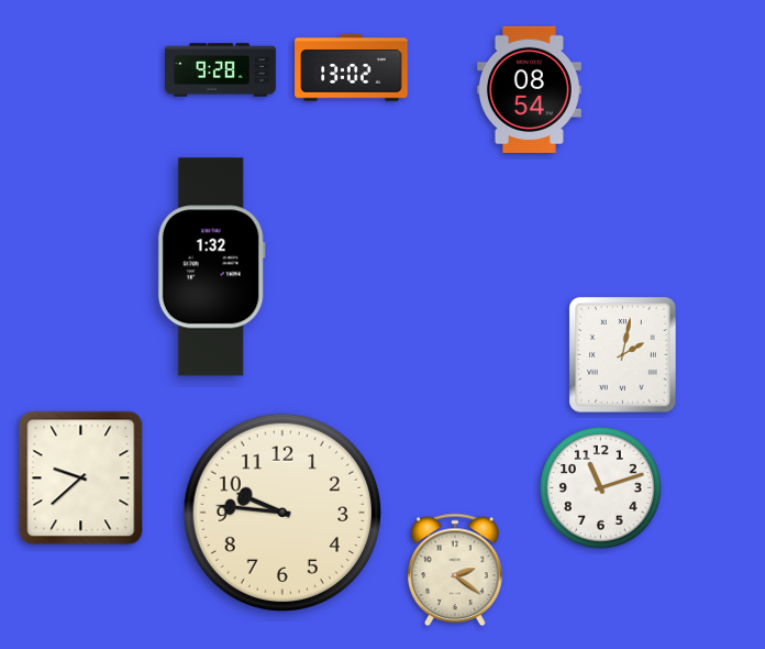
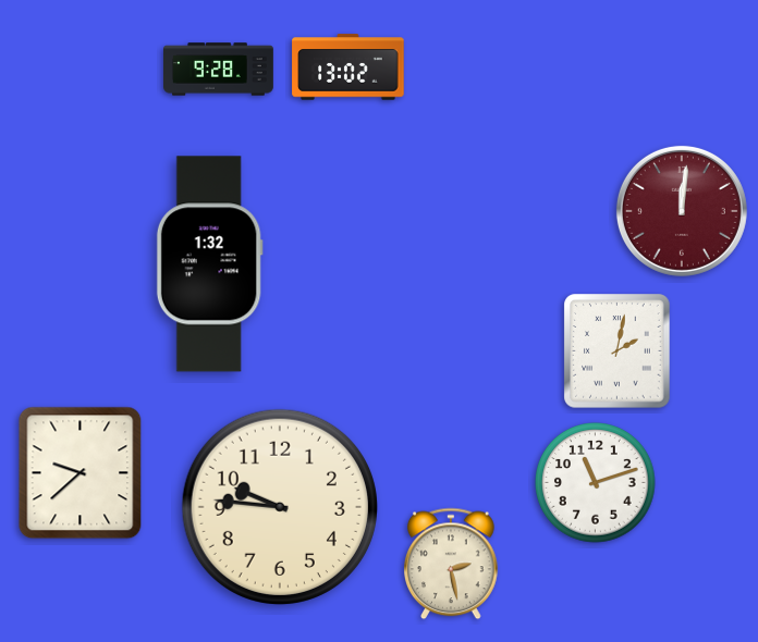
clock at (529, 90): 08:54 -> none
clock at (682, 211): none -> 12:01
clock at (456, 570): 2:21 -> 2:28
